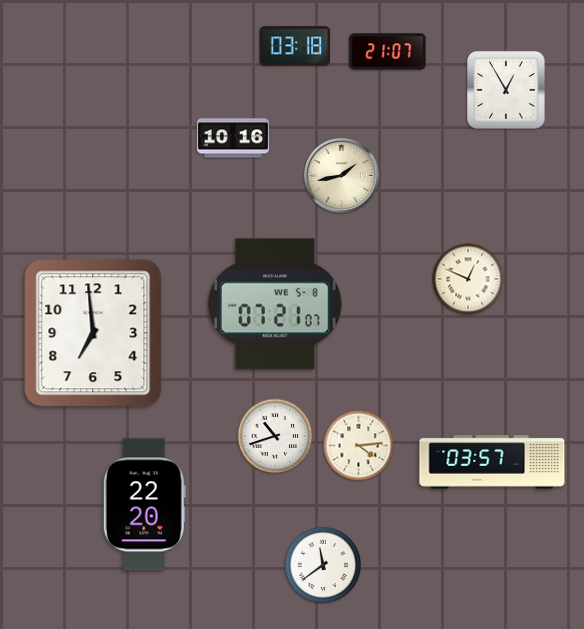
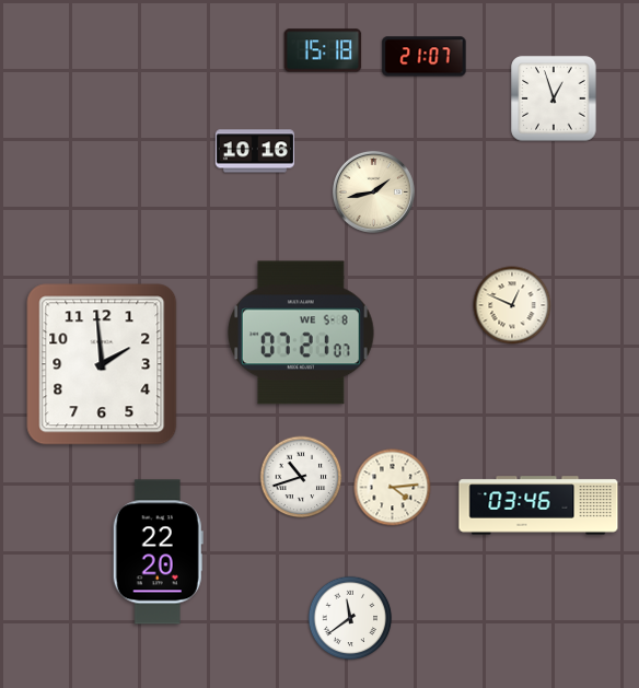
clock at (295, 46): 03:18 -> 15:18
clock at (506, 90): 12:55 -> 12:57
clock at (93, 333): 6:59 -> 1:59
clock at (492, 462): 03:57 -> 03:46
clock at (323, 565) position: (323, 565) -> (350, 618)
